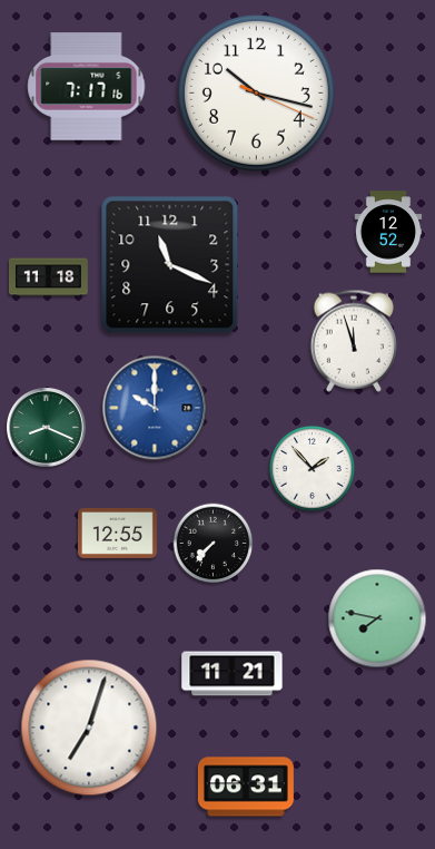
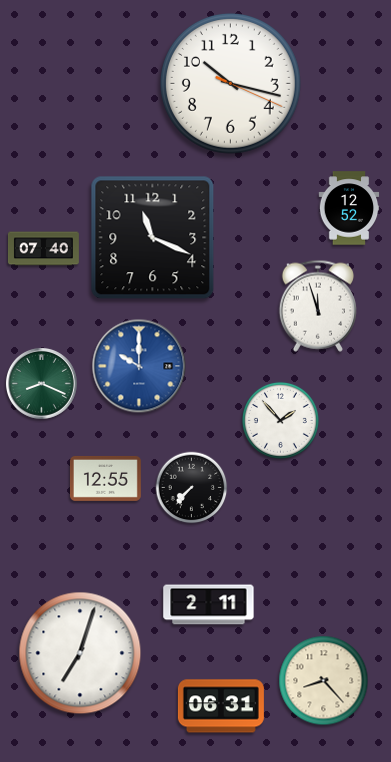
clock at (87, 87): 7:17 -> none
clock at (48, 277): 11:18 -> 07:40
clock at (377, 618): 7:47 -> none
clock at (233, 674): 11:21 -> 2:11
clock at (324, 681): none -> 8:23
